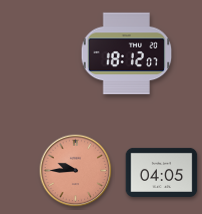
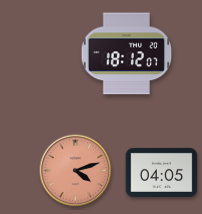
clock at (76, 171): 9:45 -> 4:12
